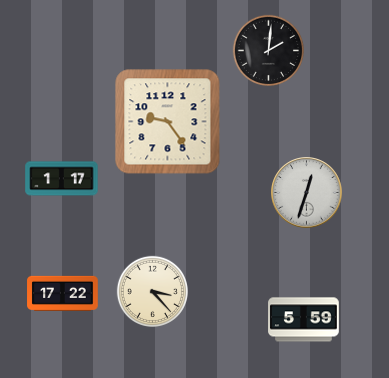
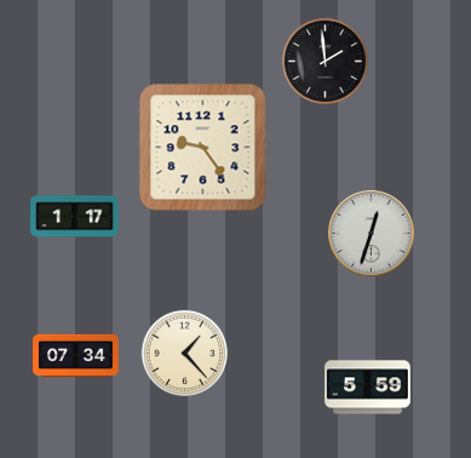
clock at (268, 50): 2:01 -> 1:59
clock at (152, 291): 3:23 -> 1:23
clock at (63, 293): 17:22 -> 07:34
